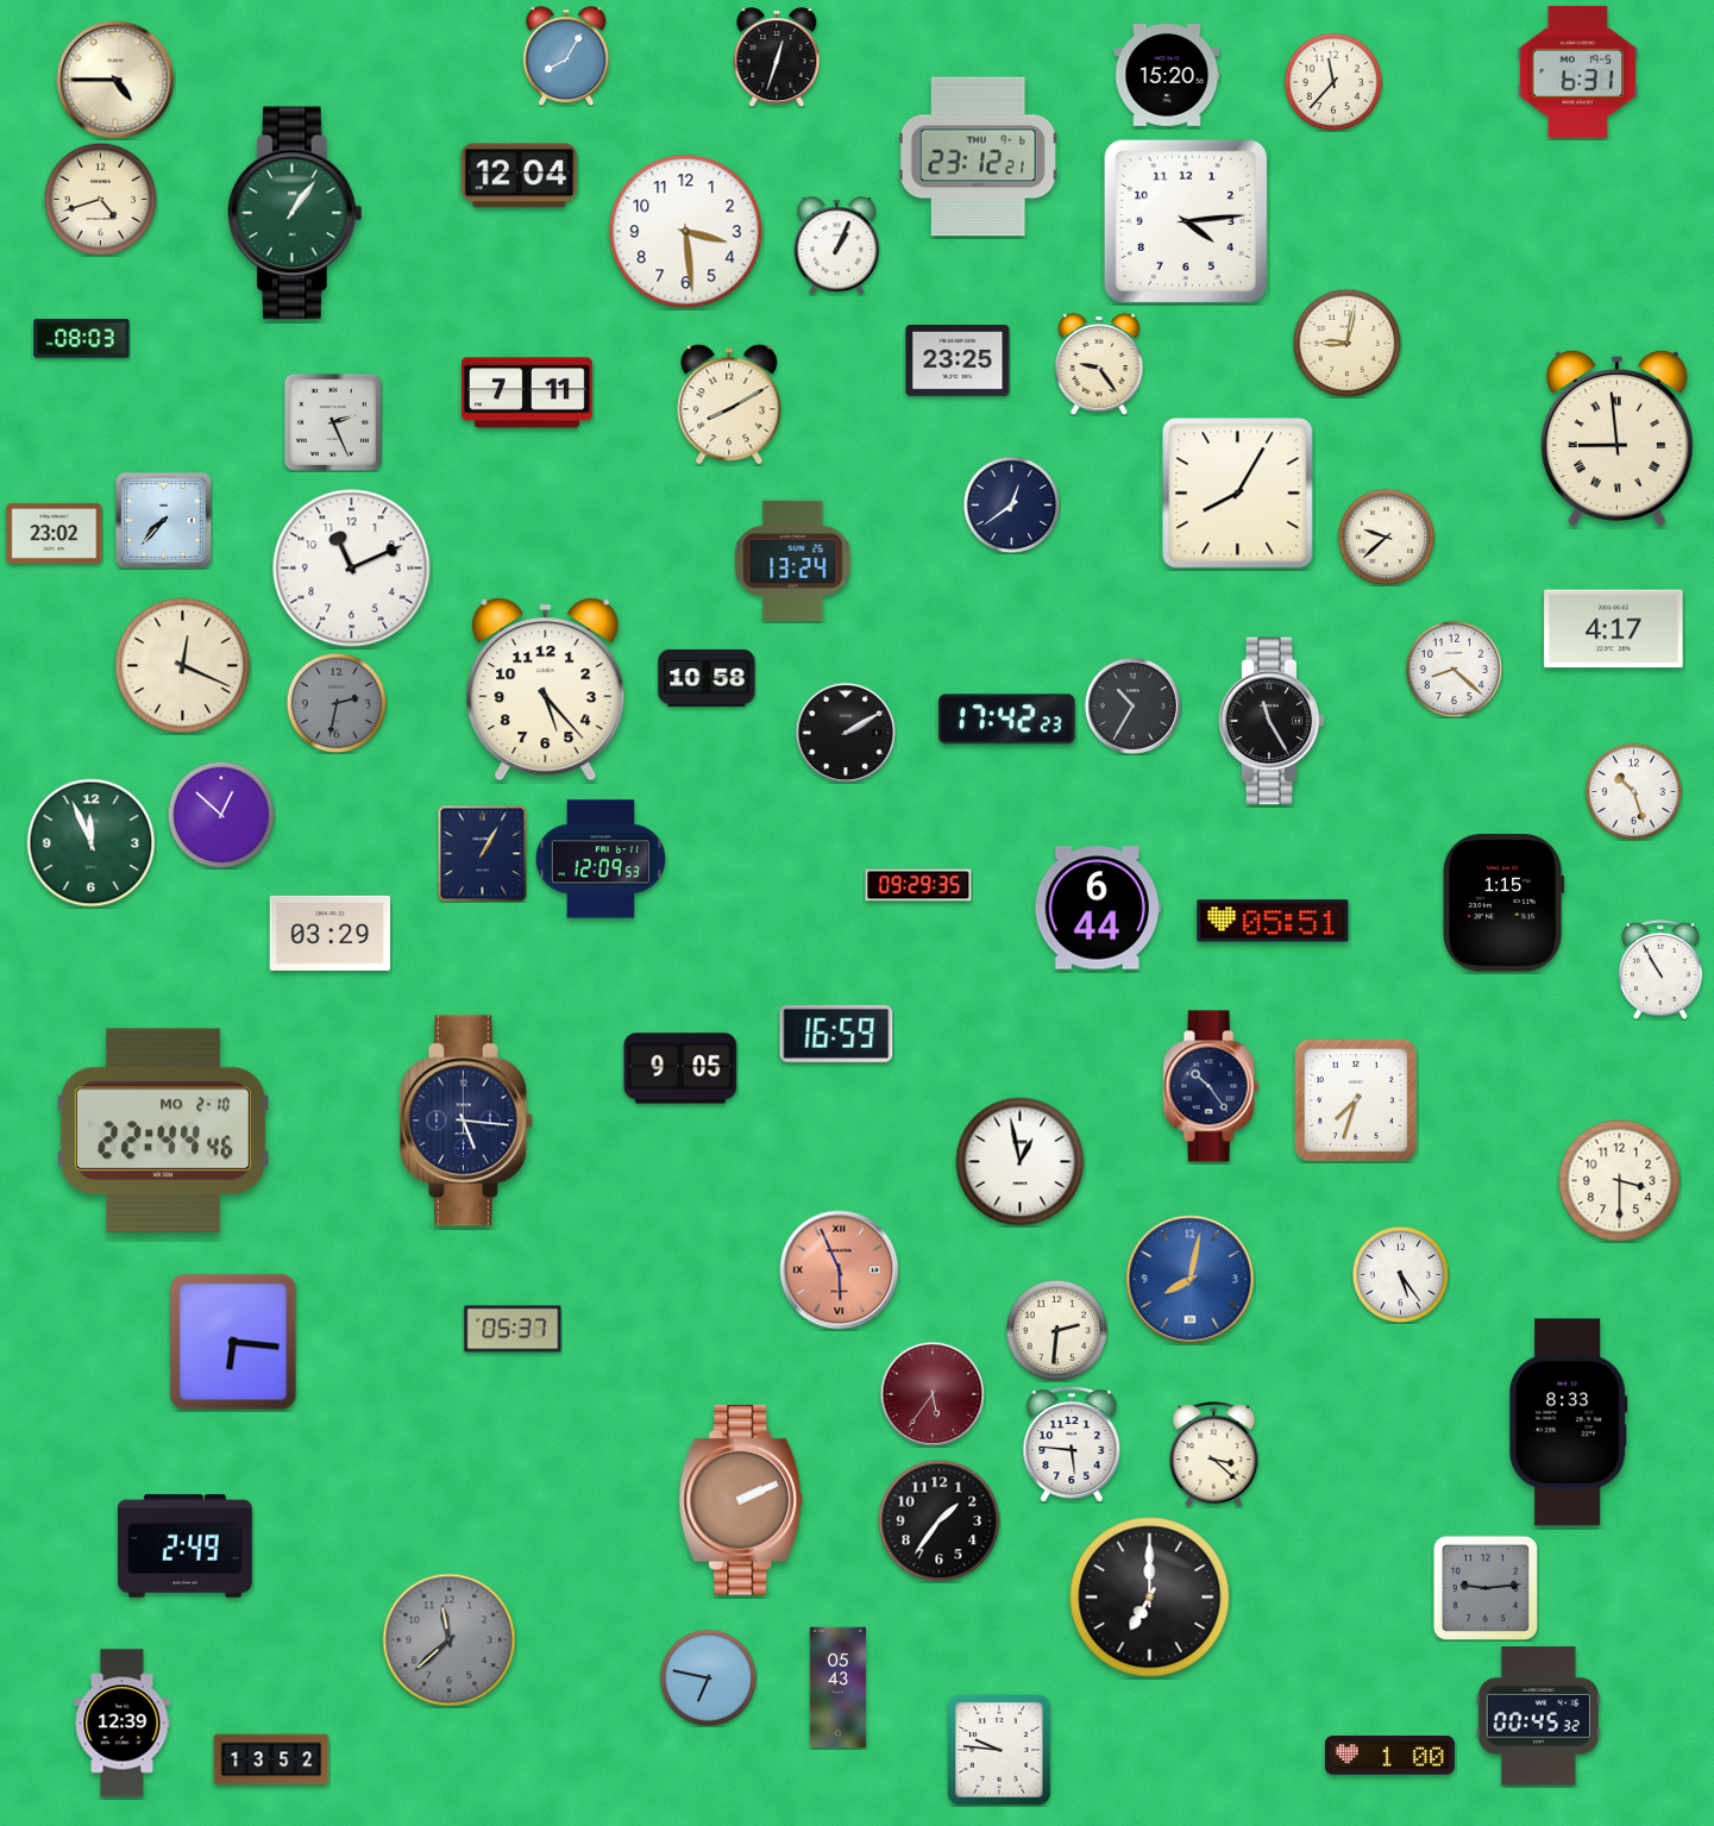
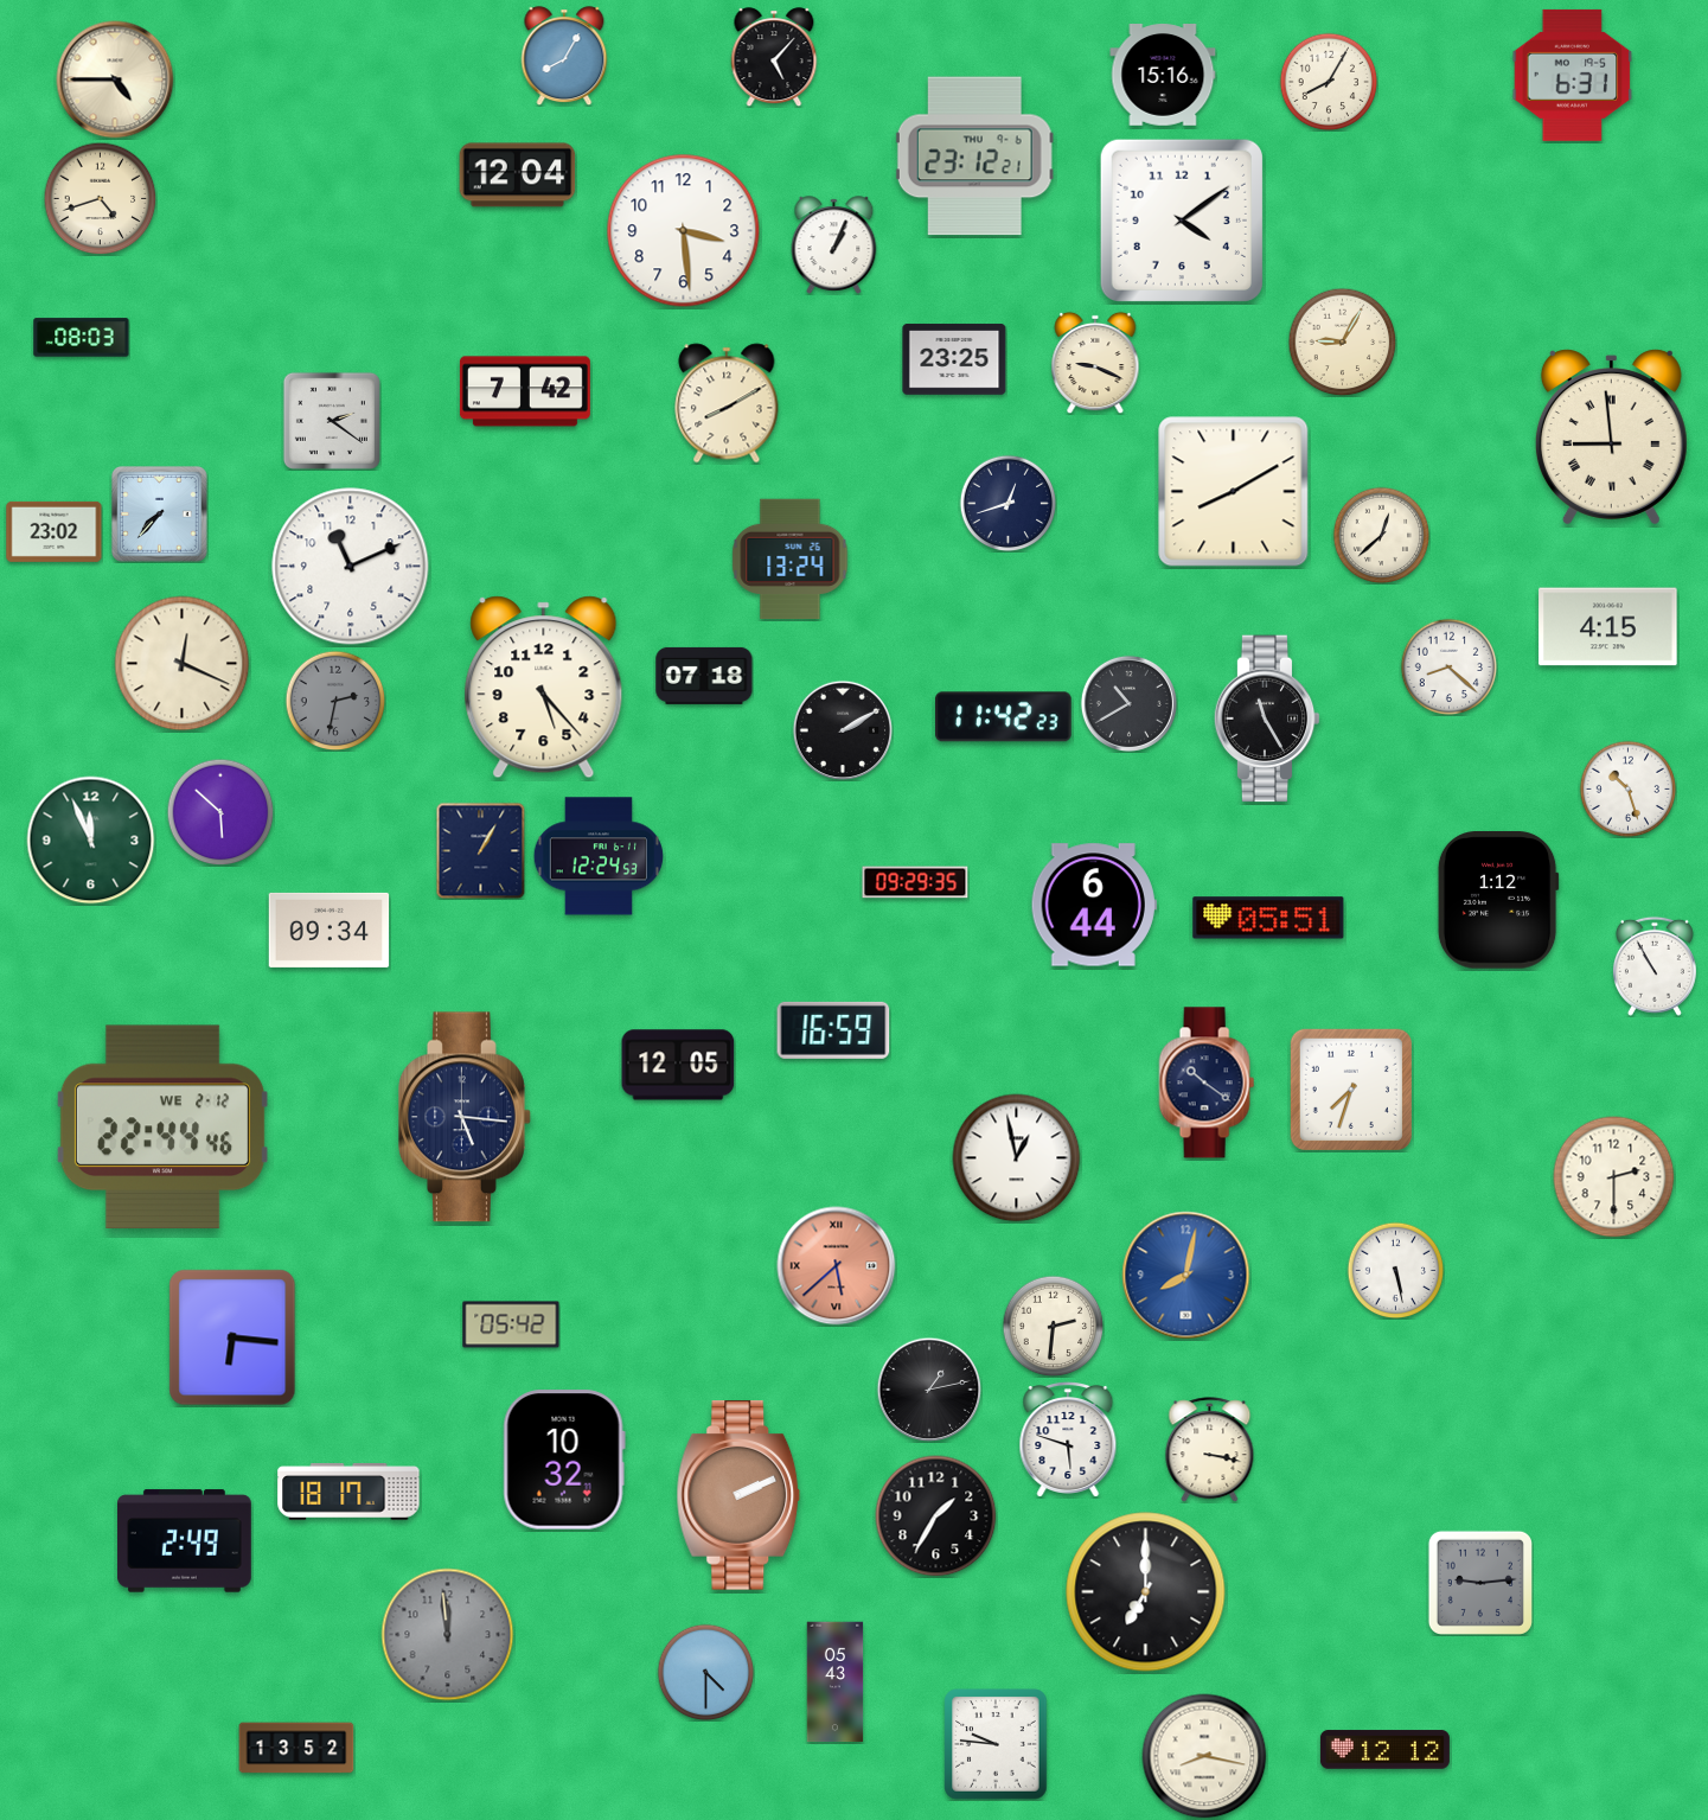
clock at (777, 57): 12:33 -> 5:07
clock at (1578, 71) position: (1578, 71) -> (1573, 75)
clock at (1167, 75): 15:20 -> 15:16
clock at (1333, 82): 11:37 -> 8:05
clock at (295, 213): 1:06 -> none
clock at (1186, 221): 4:14 -> 4:09
clock at (1346, 343): 9:02 -> 9:05
clock at (1099, 364): 9:24 -> 9:19
clock at (527, 393): 7:11 -> 7:42
clock at (333, 422): 2:26 -> 2:21
clock at (1238, 494): 8:05 -> 8:10
clock at (1011, 504): 12:39 -> 12:42
clock at (164, 521) position: (164, 521) -> (160, 515)
clock at (1386, 536): 9:38 -> 12:38
clock at (1614, 629): 4:17 -> 4:15
clock at (707, 678): 10:58 -> 07:18
clock at (1132, 705): 10:35 -> 10:40
clock at (1007, 720): 17:42 -> 11:42
clock at (221, 815): 12:52 -> 5:52
clock at (601, 859): 12:09 -> 12:24
clock at (1503, 904): 1:15 -> 1:12
clock at (331, 933): 03:29 -> 09:34
clock at (680, 1068): 9:05 -> 12:05
clock at (1211, 1086): 10:24 -> 10:21
clock at (1356, 1100) position: (1356, 1100) -> (1351, 1090)
clock at (163, 1130) date: MO 2-10 -> WE 2-12
clock at (1620, 1181): 3:30 -> 2:30
clock at (840, 1270): 5:56 -> 5:38
clock at (1400, 1274): 5:24 -> 5:28
clock at (513, 1329): 05:37 -> 05:42
clock at (933, 1394): 5:36 -> 1:13
clock at (933, 1394) dial: burgundy -> black
clock at (1569, 1423): 8:33 -> none
clock at (1072, 1445): 5:46 -> 5:48
clock at (1214, 1455): 3:22 -> 3:17
clock at (564, 1460): none -> 10:32
clock at (348, 1493): none -> 18:17
clock at (940, 1521): 1:36 -> 1:35
clock at (450, 1640): 11:38 -> 11:59
clock at (708, 1677): 6:47 -> 4:30
clock at (1538, 1717): 00:45 -> none
clock at (123, 1724): 12:39 -> none
clock at (1389, 1756): 1:00 -> 12:12
clock at (271, 1759) position: (271, 1759) -> (296, 1748)
clock at (1204, 1756): none -> 8:17
